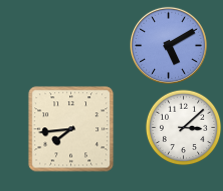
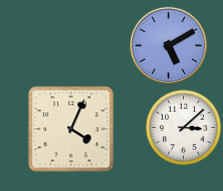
clock at (71, 129): 7:44 -> 4:04
